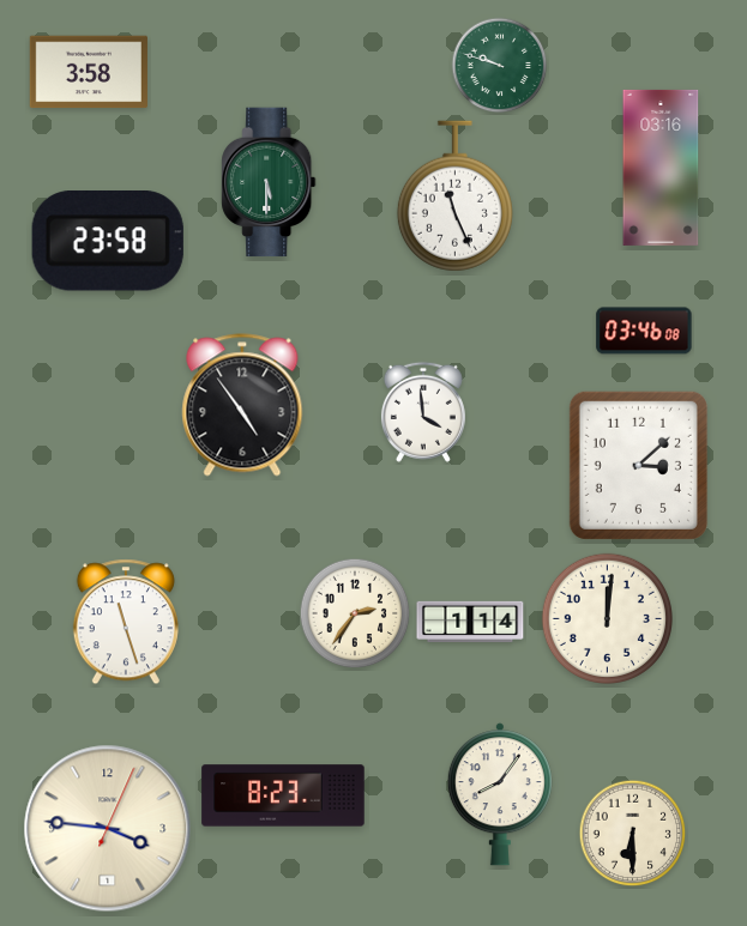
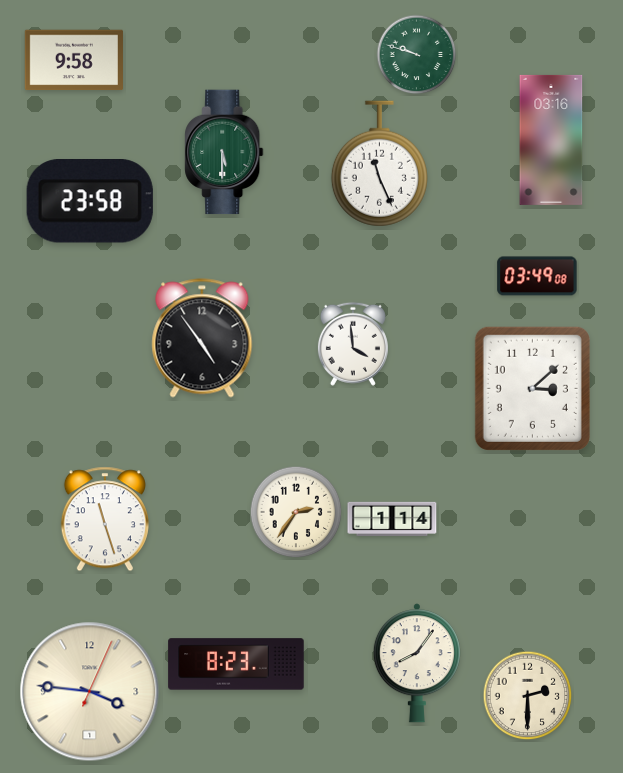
clock at (89, 72): 3:58 -> 9:58
clock at (644, 331): 03:46 -> 03:49
clock at (607, 618): 12:01 -> none
clock at (633, 834): 6:30 -> 2:30
